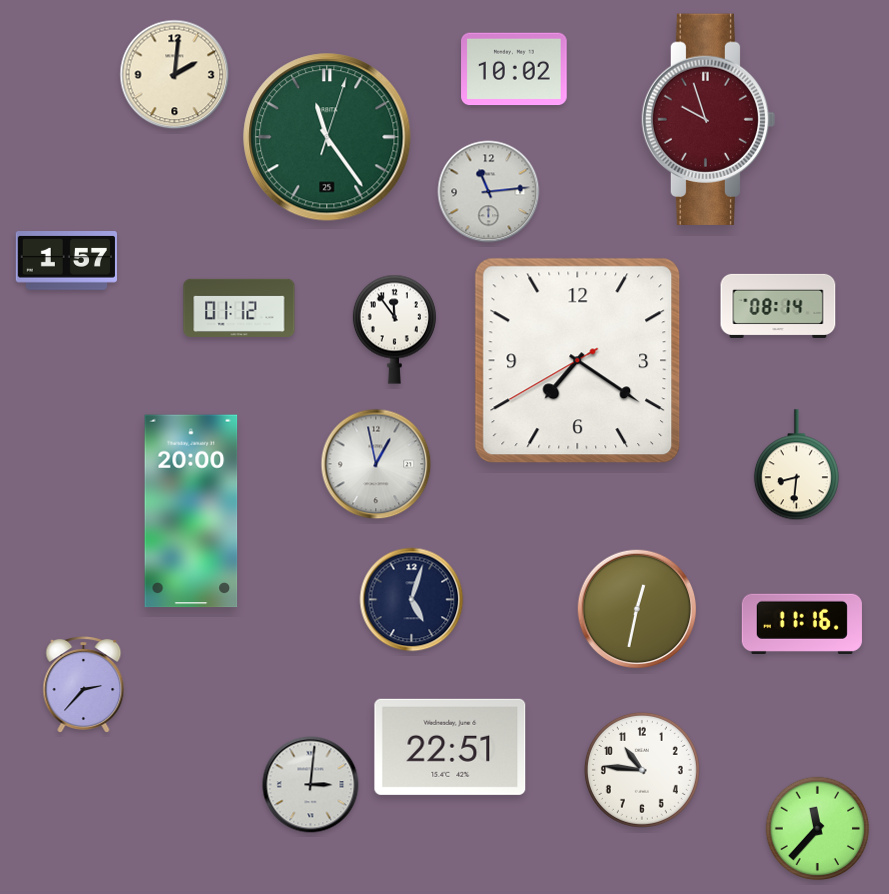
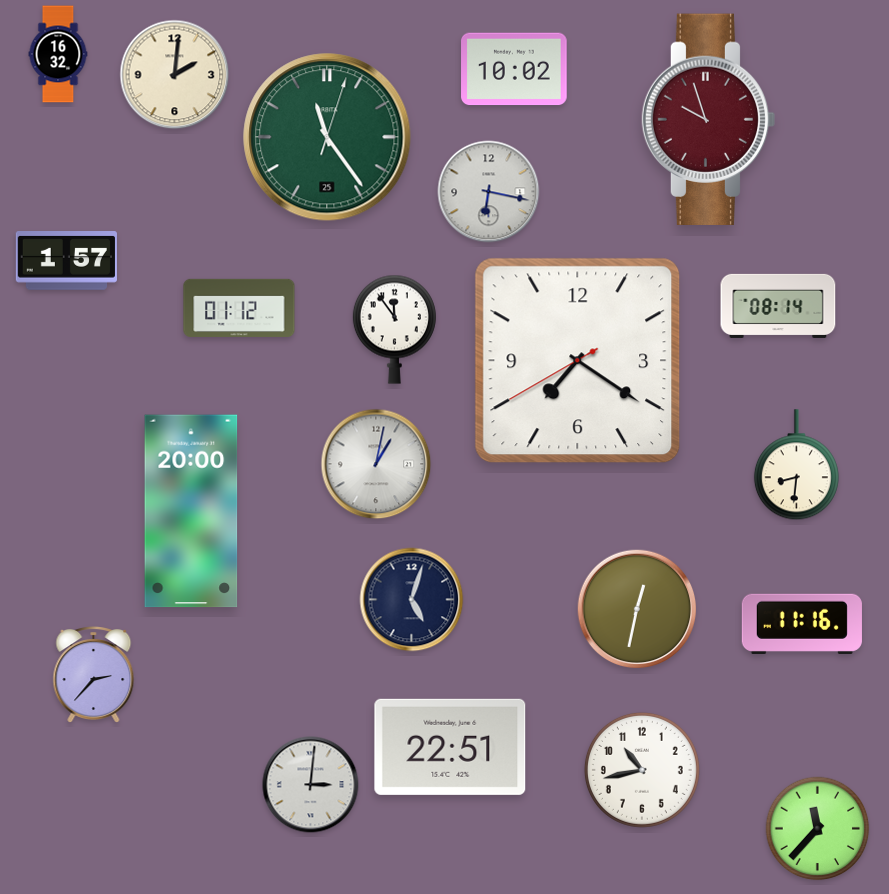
clock at (58, 54): none -> 16:32
clock at (489, 192): 11:14 -> 6:17
clock at (376, 464): 12:58 -> 1:02
clock at (84, 685) position: (84, 685) -> (94, 675)
clock at (642, 770): 10:46 -> 10:43
